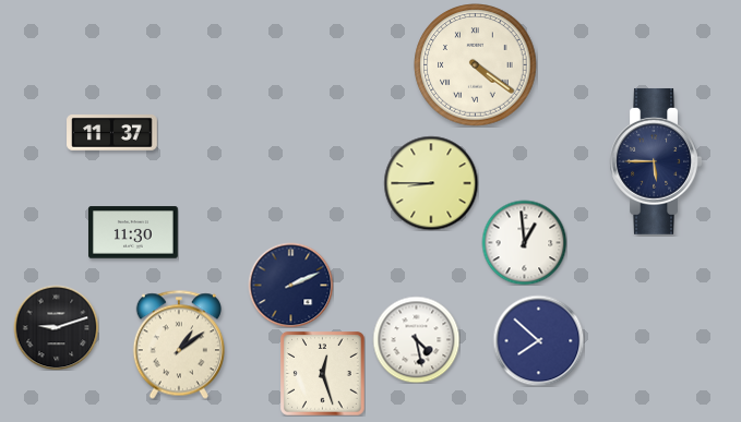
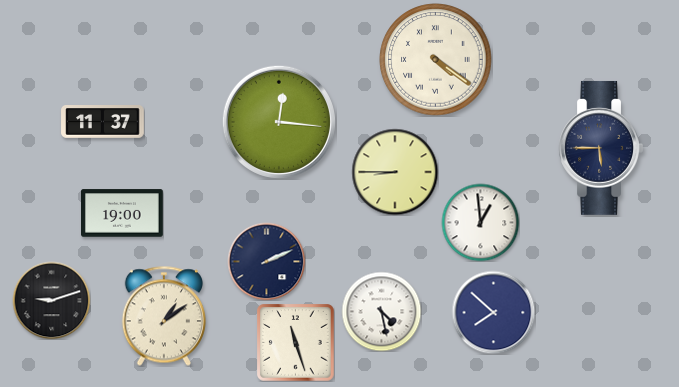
clock at (279, 122): none -> 12:16
clock at (431, 183) position: (431, 183) -> (395, 172)
clock at (134, 232): 11:30 -> 19:00
clock at (322, 373): 12:27 -> 11:27
